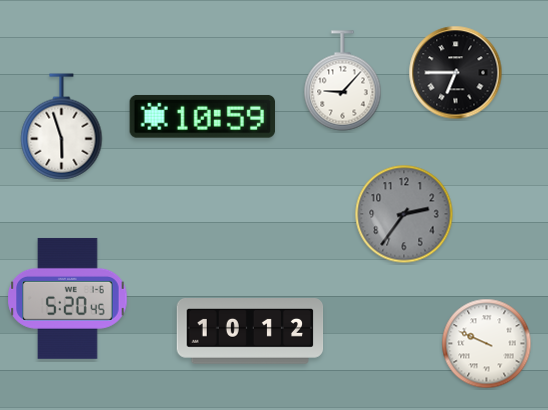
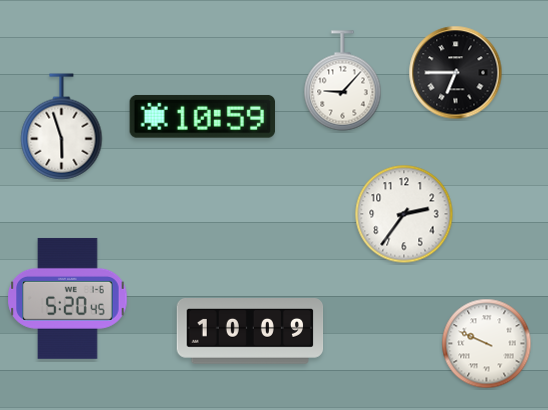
clock at (404, 214) dial: grey -> white
clock at (250, 332): 10:12 -> 10:09
